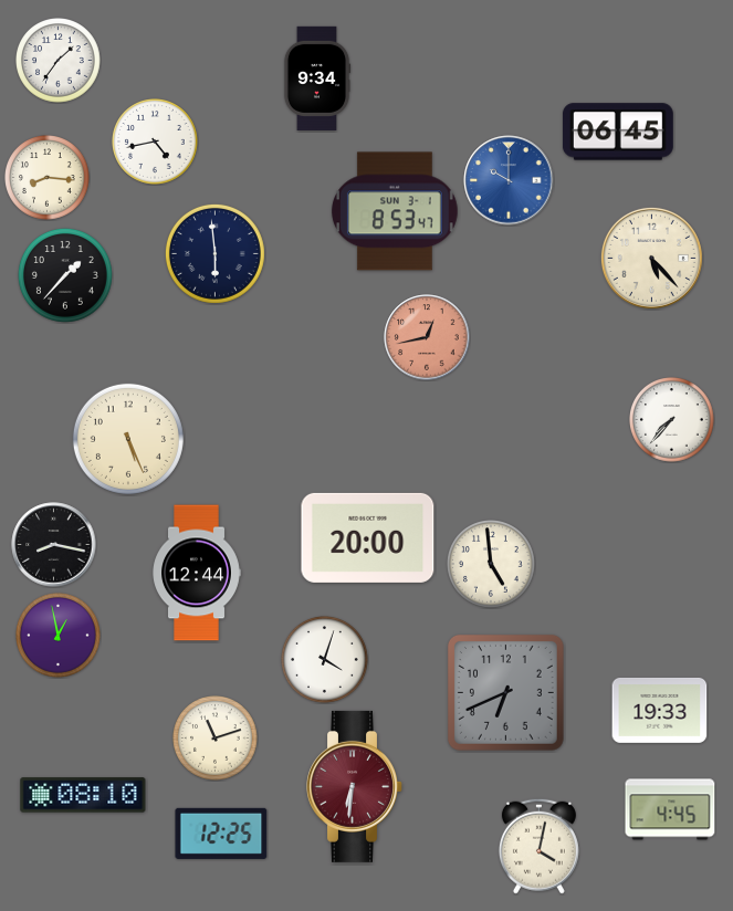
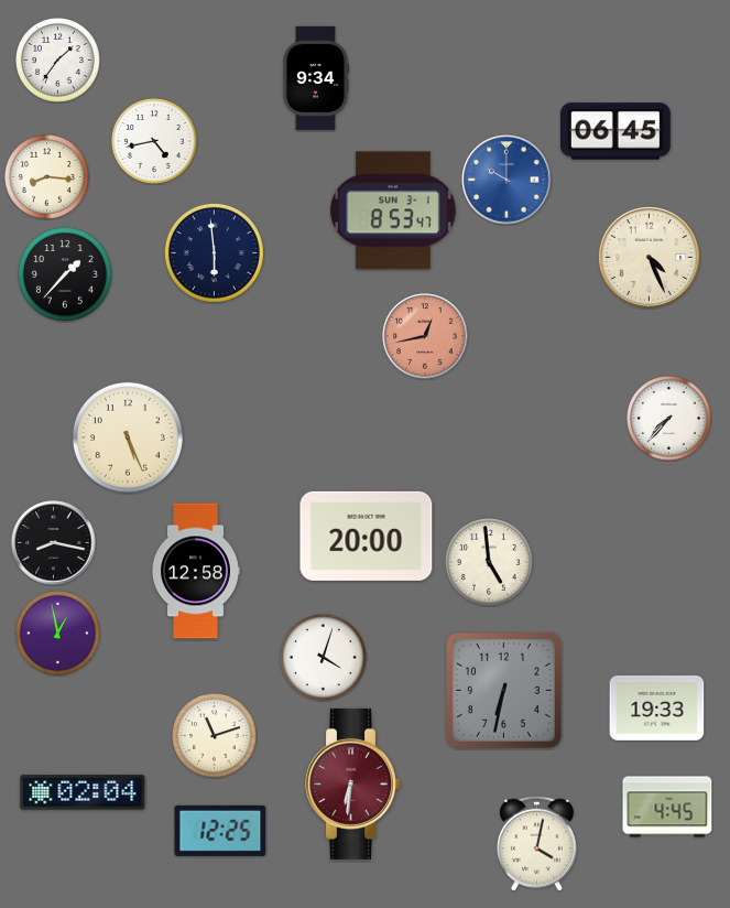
clock at (651, 258): 5:23 -> 4:26
clock at (197, 573): 12:44 -> 12:58
clock at (505, 692): 6:41 -> 6:32
clock at (83, 795): 08:10 -> 02:04
